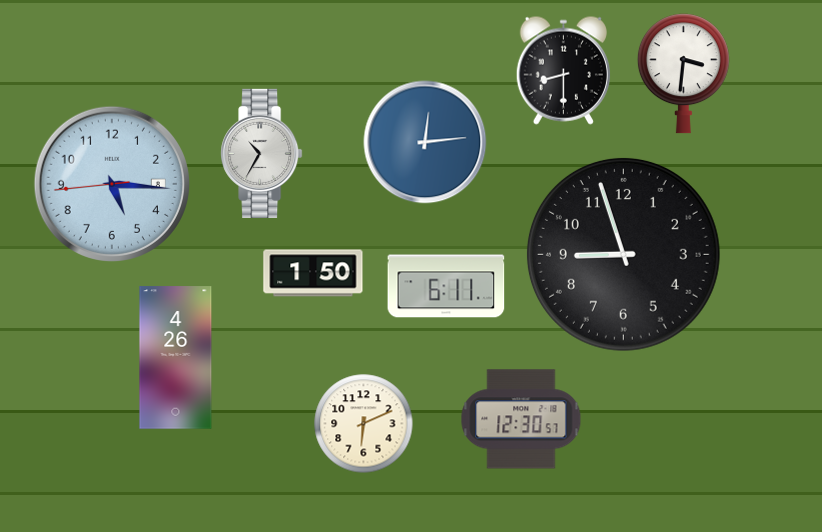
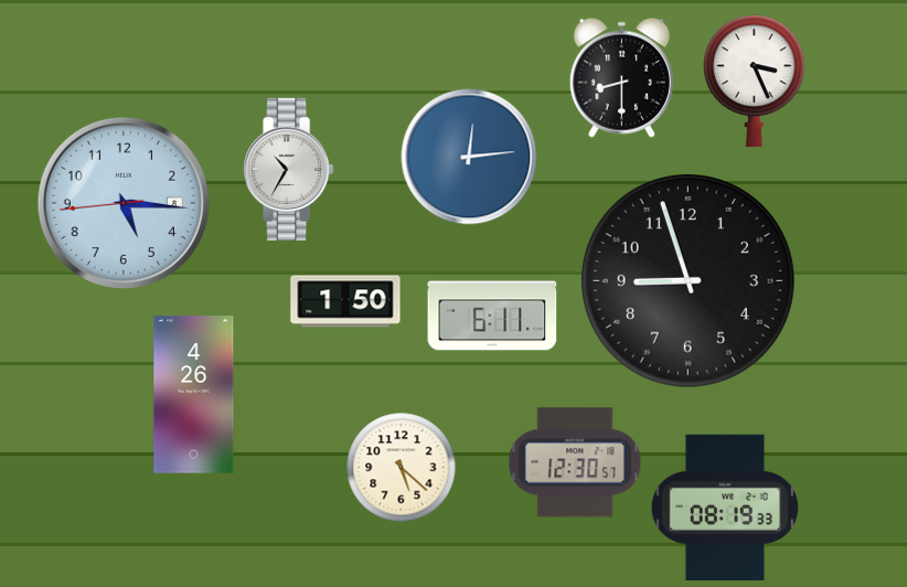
clock at (683, 74): 3:31 -> 3:26
clock at (364, 424): 6:11 -> 5:22
clock at (725, 506): none -> 08:19
